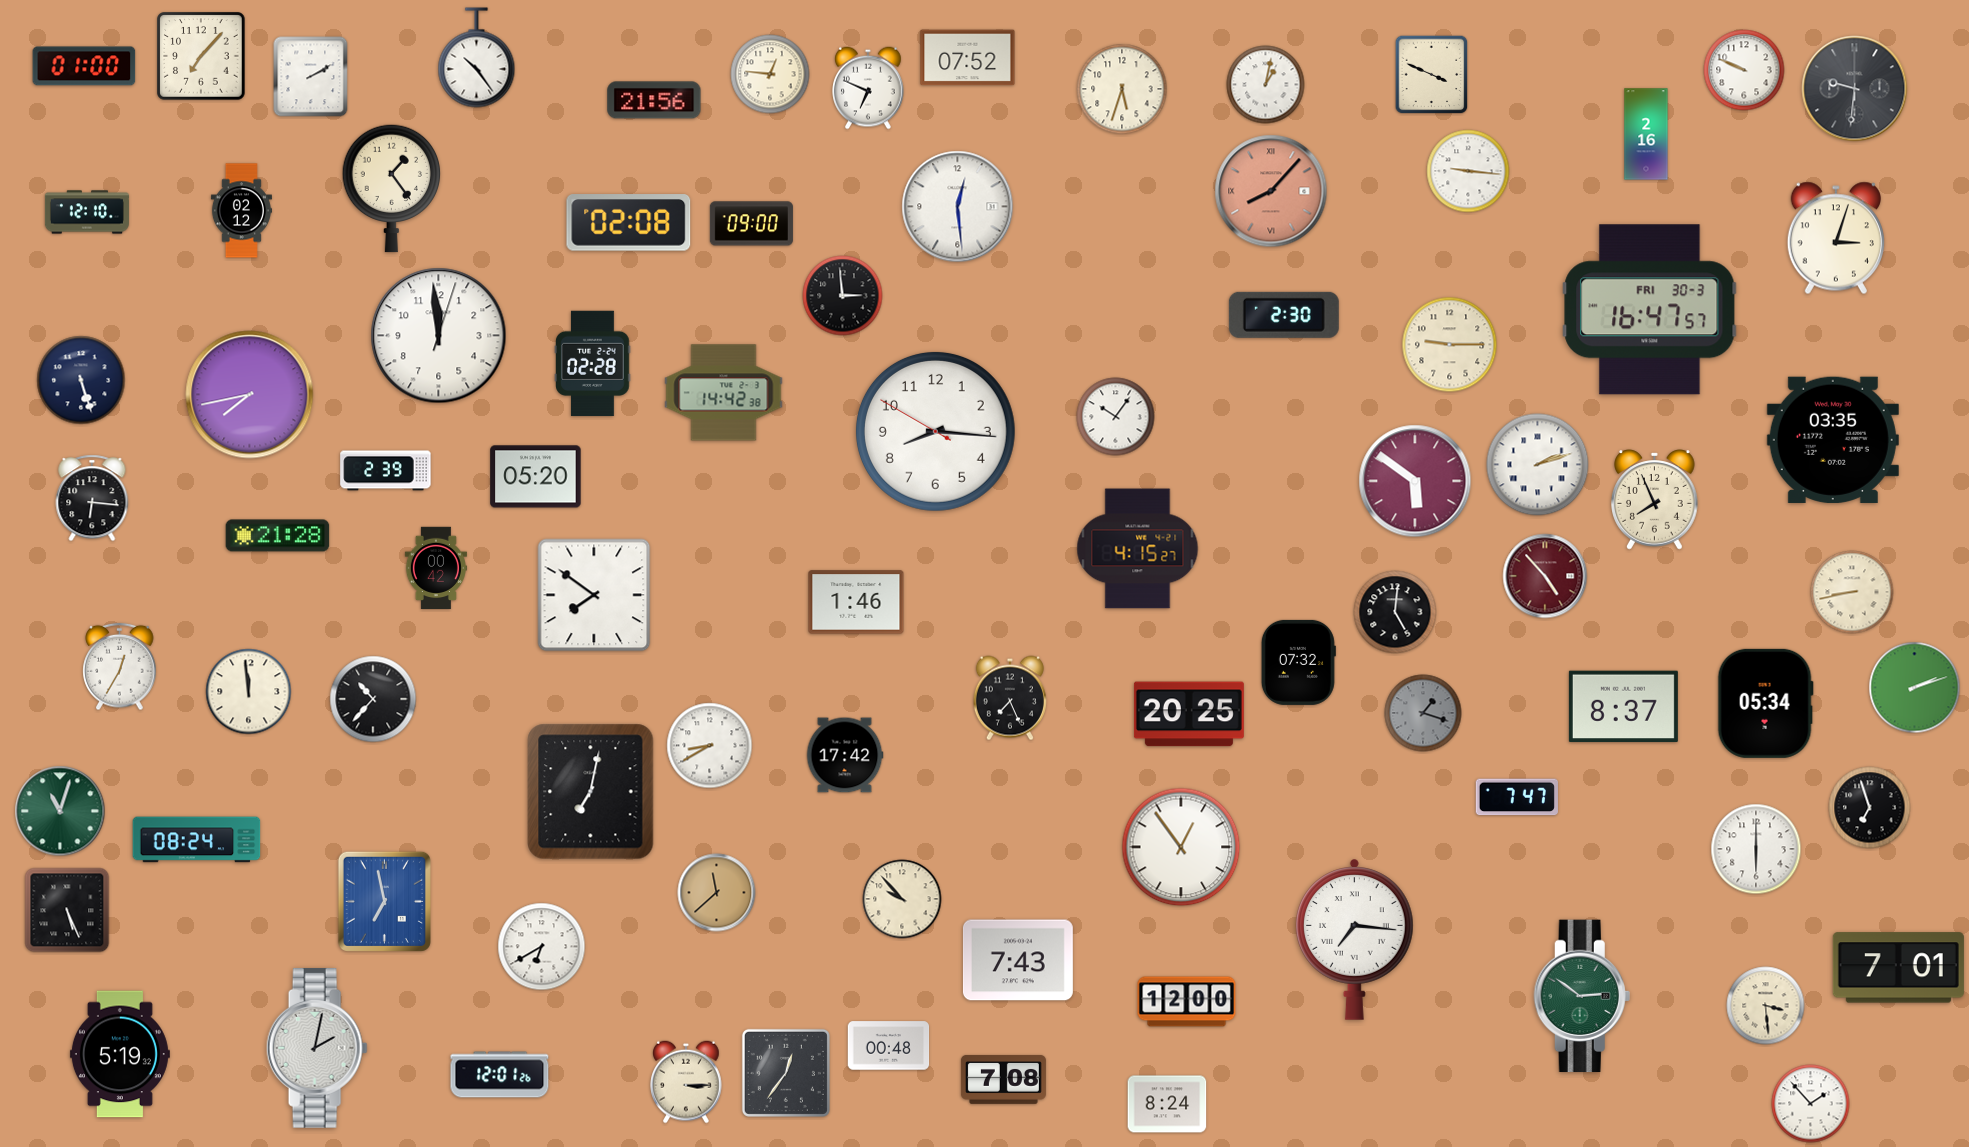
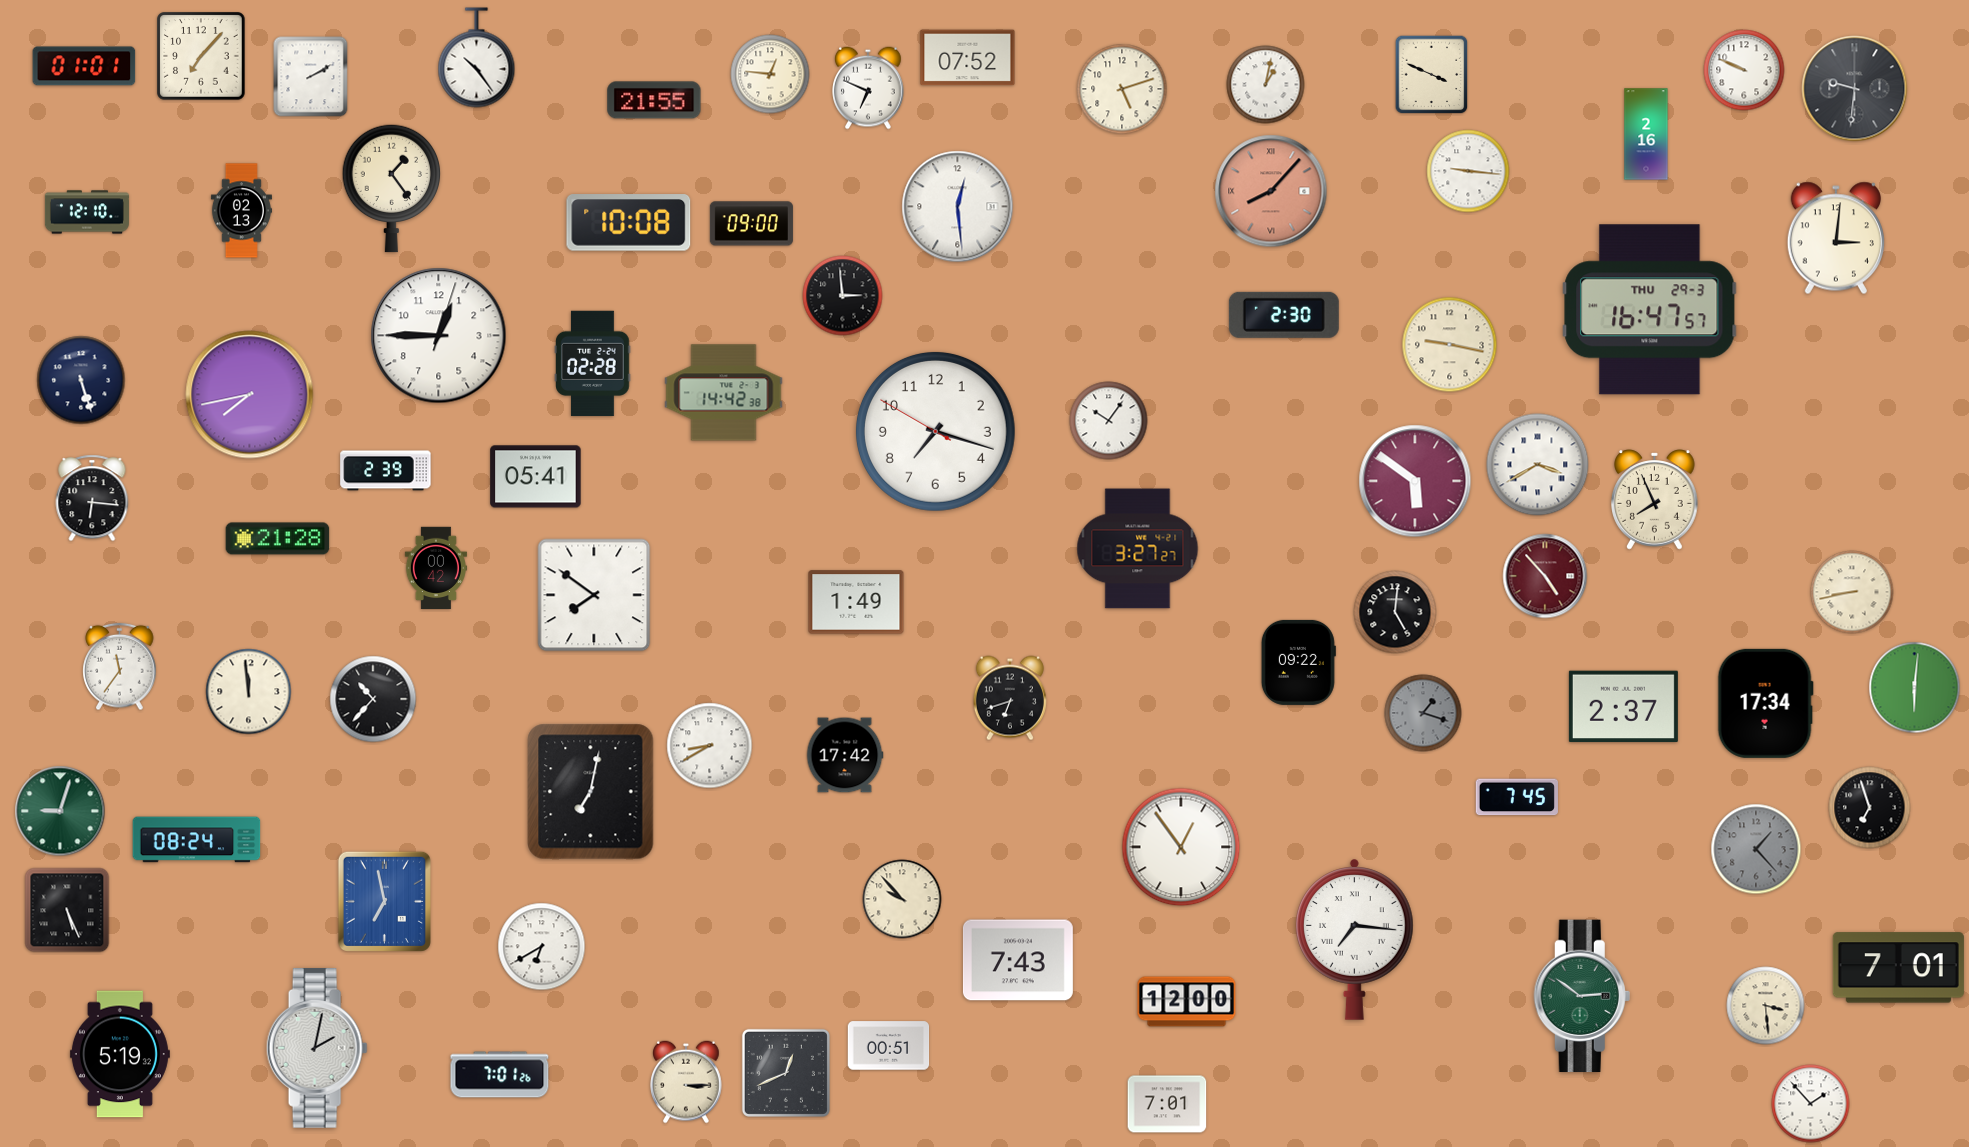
clock at (84, 66): 01:00 -> 01:01
clock at (1122, 89): 5:33 -> 5:12
clock at (654, 100): 21:56 -> 21:55
clock at (241, 211): 02:12 -> 02:13
clock at (629, 223): 02:08 -> 10:08
clock at (1836, 238): 3:03 -> 3:01
clock at (1650, 310) date: FRI 30-3 -> THU 29-3
clock at (439, 336): 11:59 -> 12:45
clock at (1450, 345): 9:15 -> 9:17
clock at (1116, 417) position: (1116, 417) -> (1109, 421)
clock at (935, 431): 8:15 -> 7:17
clock at (1833, 440): 03:35 -> none
clock at (1538, 465): 2:12 -> 3:40
clock at (536, 477): 05:20 -> 05:41
clock at (278, 536) position: (278, 536) -> (278, 539)
clock at (1138, 549): 4:15 -> 3:27
clock at (856, 602): 1:46 -> 1:49
clock at (1298, 662): 07:32 -> 09:22
clock at (120, 667): 12:35 -> 11:36
clock at (1915, 688): 2:12 -> 6:01
clock at (1010, 698): 7:26 -> 6:42
clock at (1765, 703): 05:34 -> 17:34
clock at (1623, 707): 8:37 -> 2:37
clock at (1189, 714): 20:25 -> none
clock at (1517, 797): 7:47 -> 7:45
clock at (60, 811): 11:03 -> 9:03
clock at (1756, 849): 6:00 -> 1:23
clock at (1756, 849) dial: white -> grey
clock at (717, 893): 11:38 -> none
clock at (889, 1046): 00:48 -> 00:51
clock at (786, 1073): 12:36 -> 12:41
clock at (500, 1075): 12:01 -> 7:01
clock at (1003, 1079): 7:08 -> none
clock at (1167, 1104): 8:24 -> 7:01
